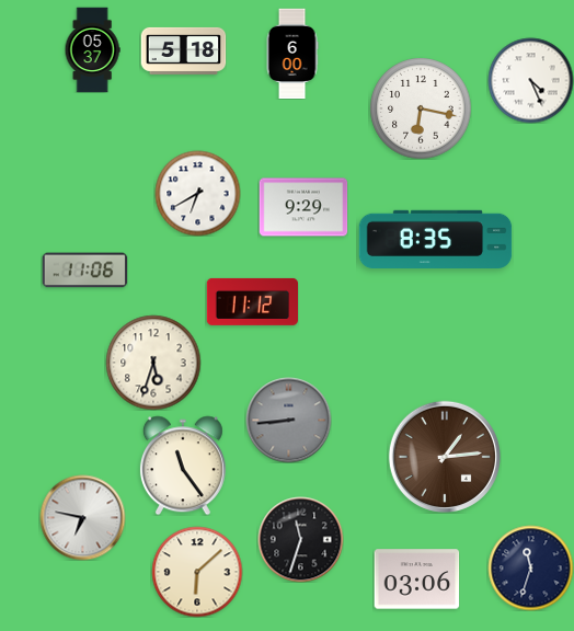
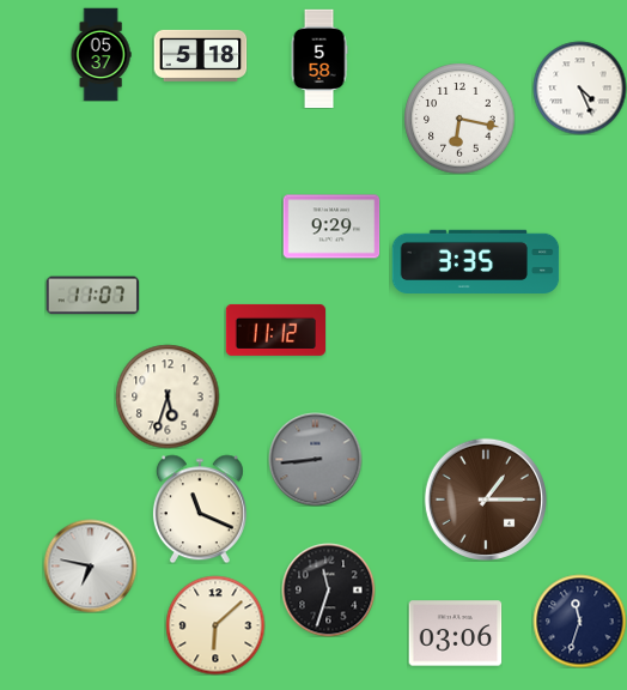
clock at (292, 54): 6:00 -> 5:58
clock at (197, 193): 6:40 -> none
clock at (436, 239): 8:35 -> 3:35
clock at (84, 271): 11:06 -> 11:07
clock at (445, 457): 1:14 -> 1:15
clock at (183, 466): 11:24 -> 11:19
